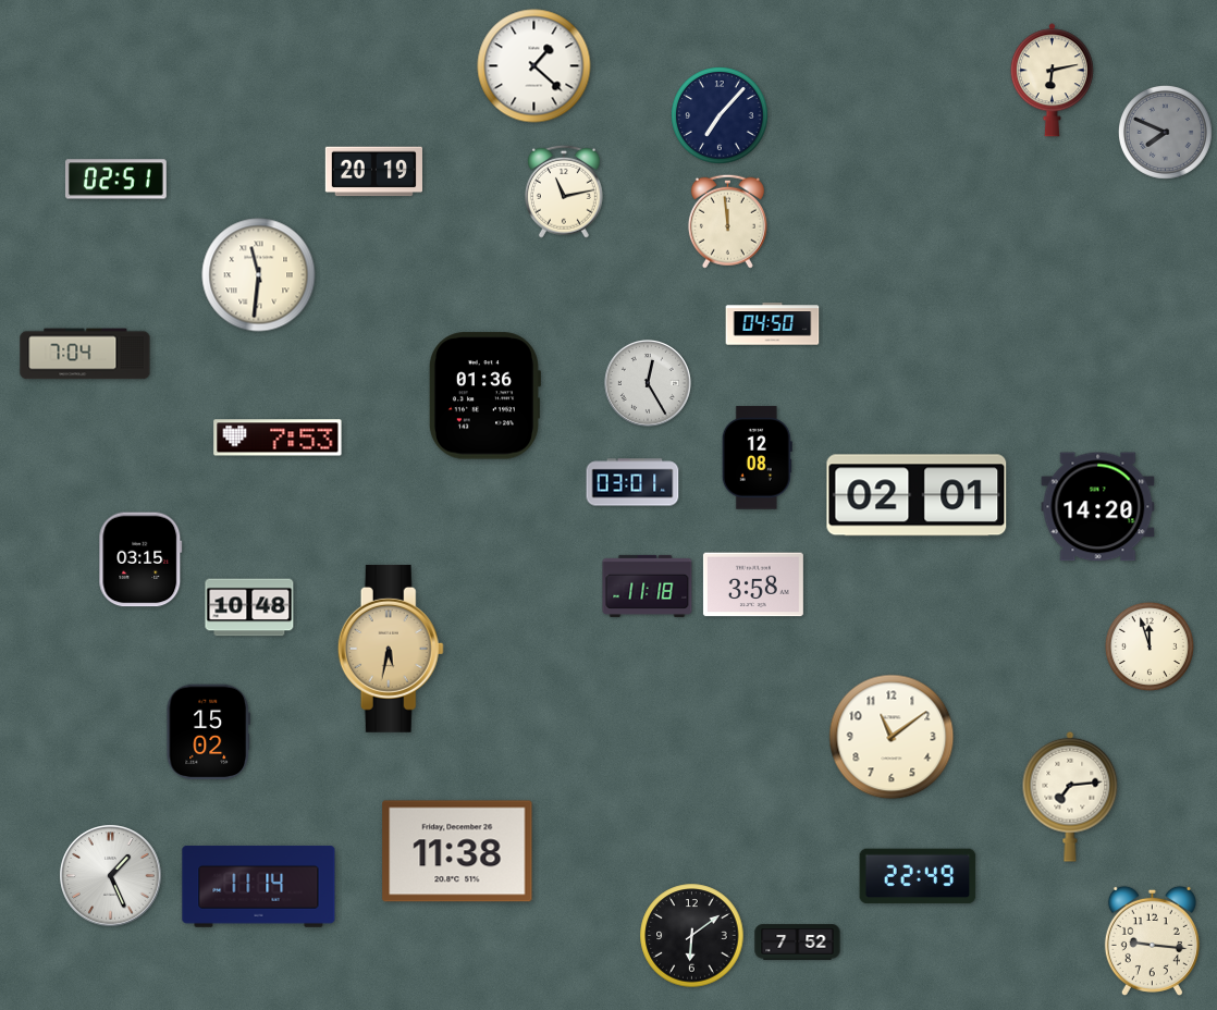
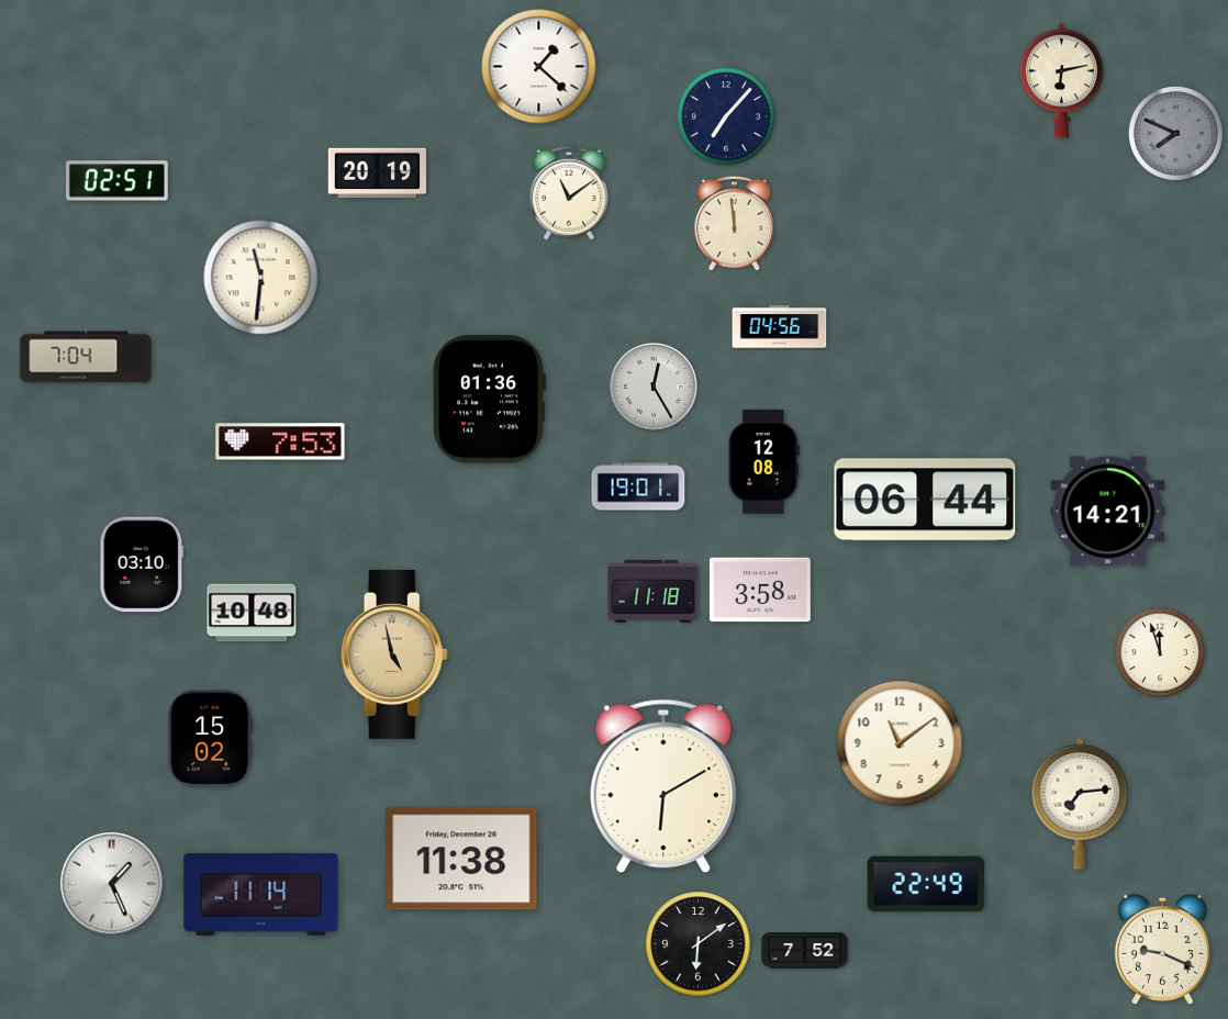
clock at (564, 192): 11:13 -> 11:09
clock at (773, 324): 04:50 -> 04:56
clock at (632, 482): 03:01 -> 19:01
clock at (917, 495): 02:01 -> 06:44
clock at (1098, 507): 14:20 -> 14:21
clock at (140, 559): 03:15 -> 03:10
clock at (391, 649): 5:32 -> 4:58
clock at (663, 786): none -> 6:10
clock at (1152, 940): 9:16 -> 9:19
